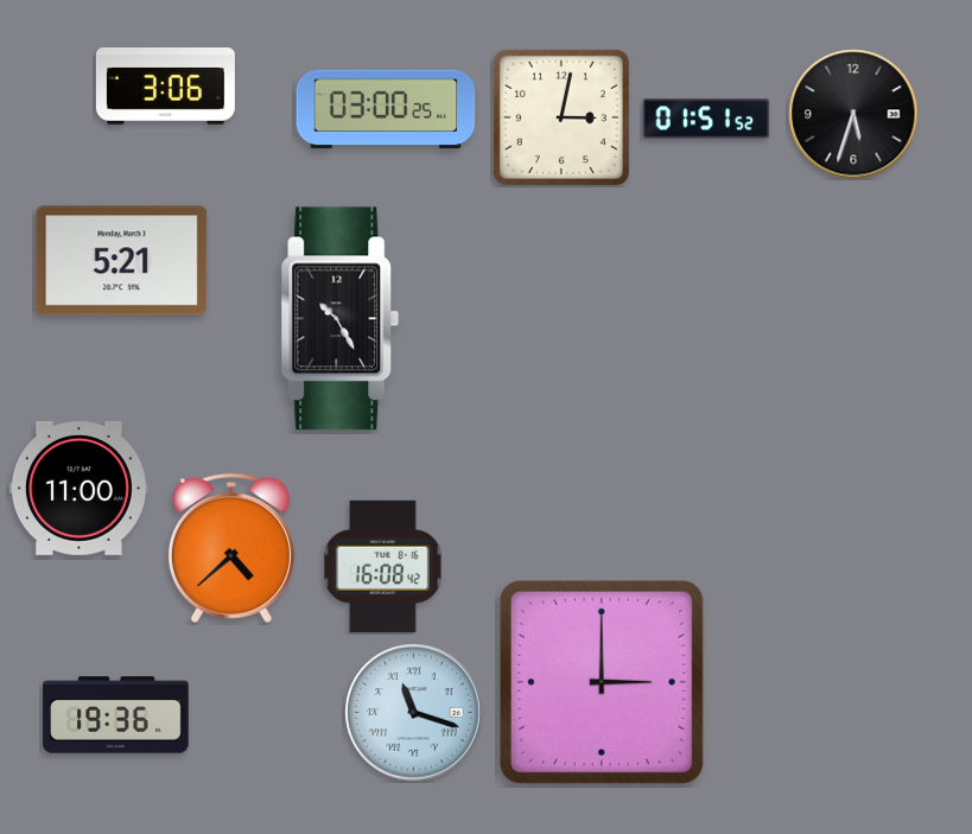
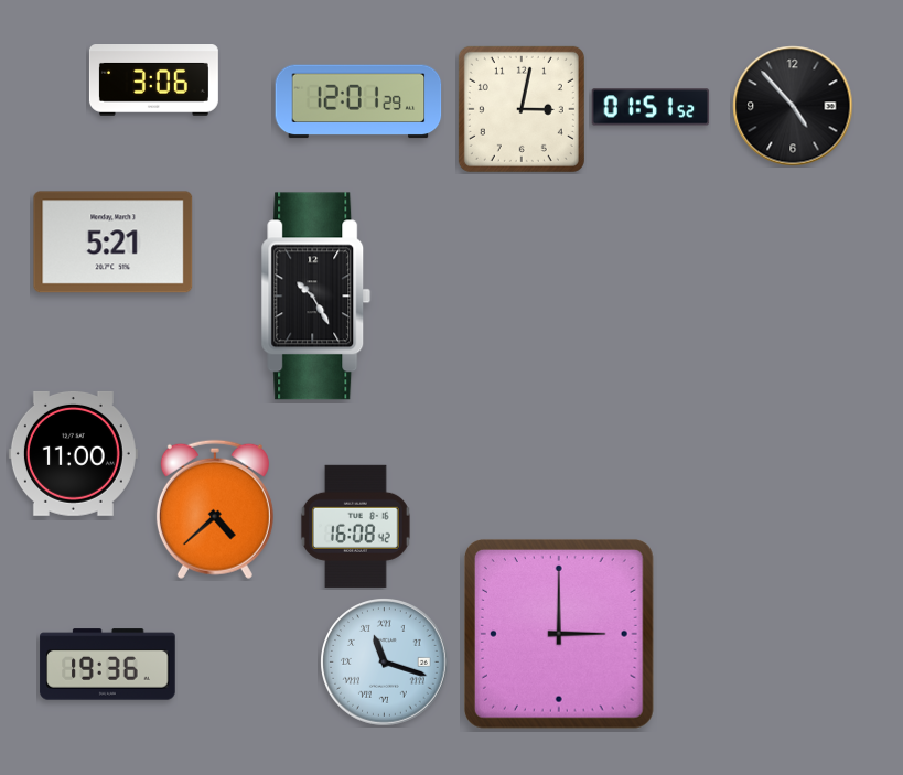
clock at (386, 109): 03:00 -> 12:01
clock at (853, 114): 5:33 -> 4:53
clock at (706, 119) position: (706, 119) -> (651, 107)
